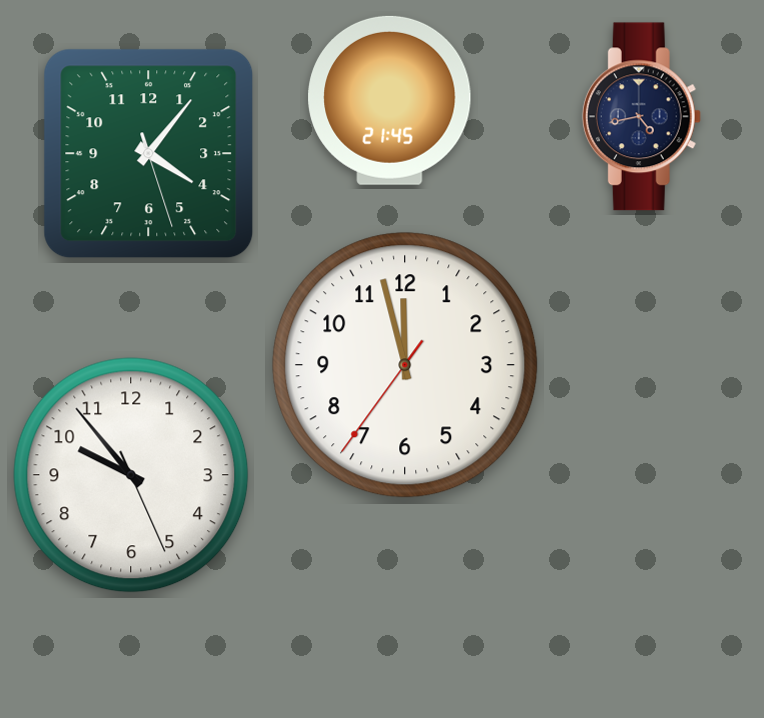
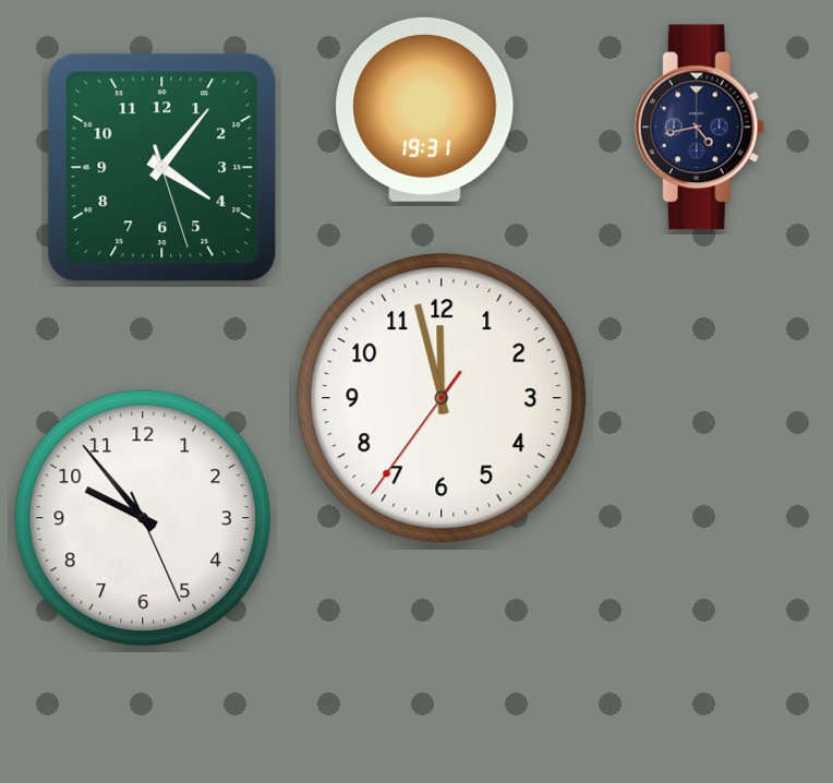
clock at (390, 100): 21:45 -> 19:31
